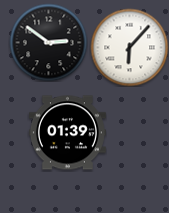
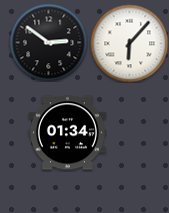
clock at (129, 47) position: (129, 47) -> (129, 43)
clock at (67, 133): 01:39 -> 01:34
